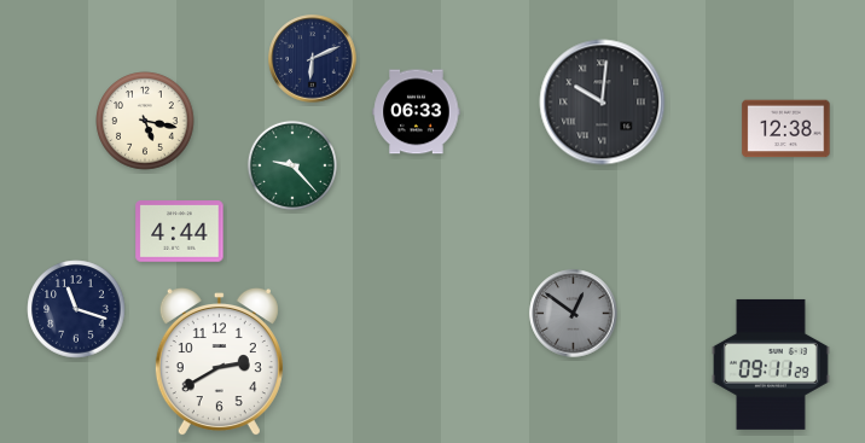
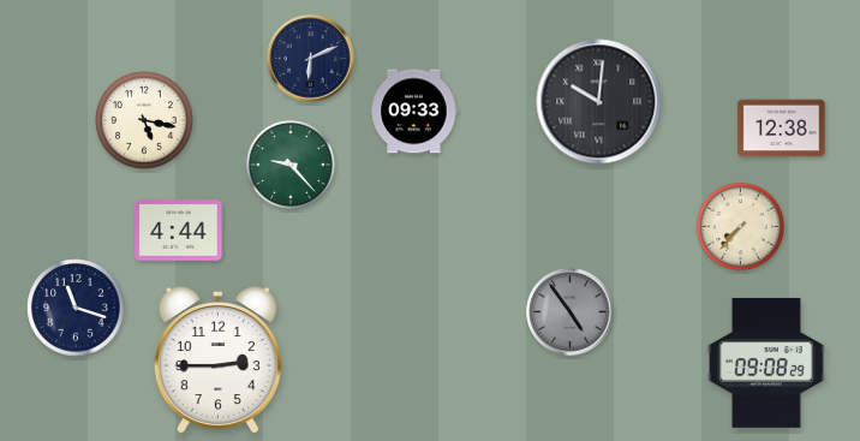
clock at (417, 112): 06:33 -> 09:33
clock at (740, 226): none -> 7:37
clock at (574, 314): 12:51 -> 4:54
clock at (219, 363): 2:40 -> 2:45
clock at (771, 365): 09:11 -> 09:08
